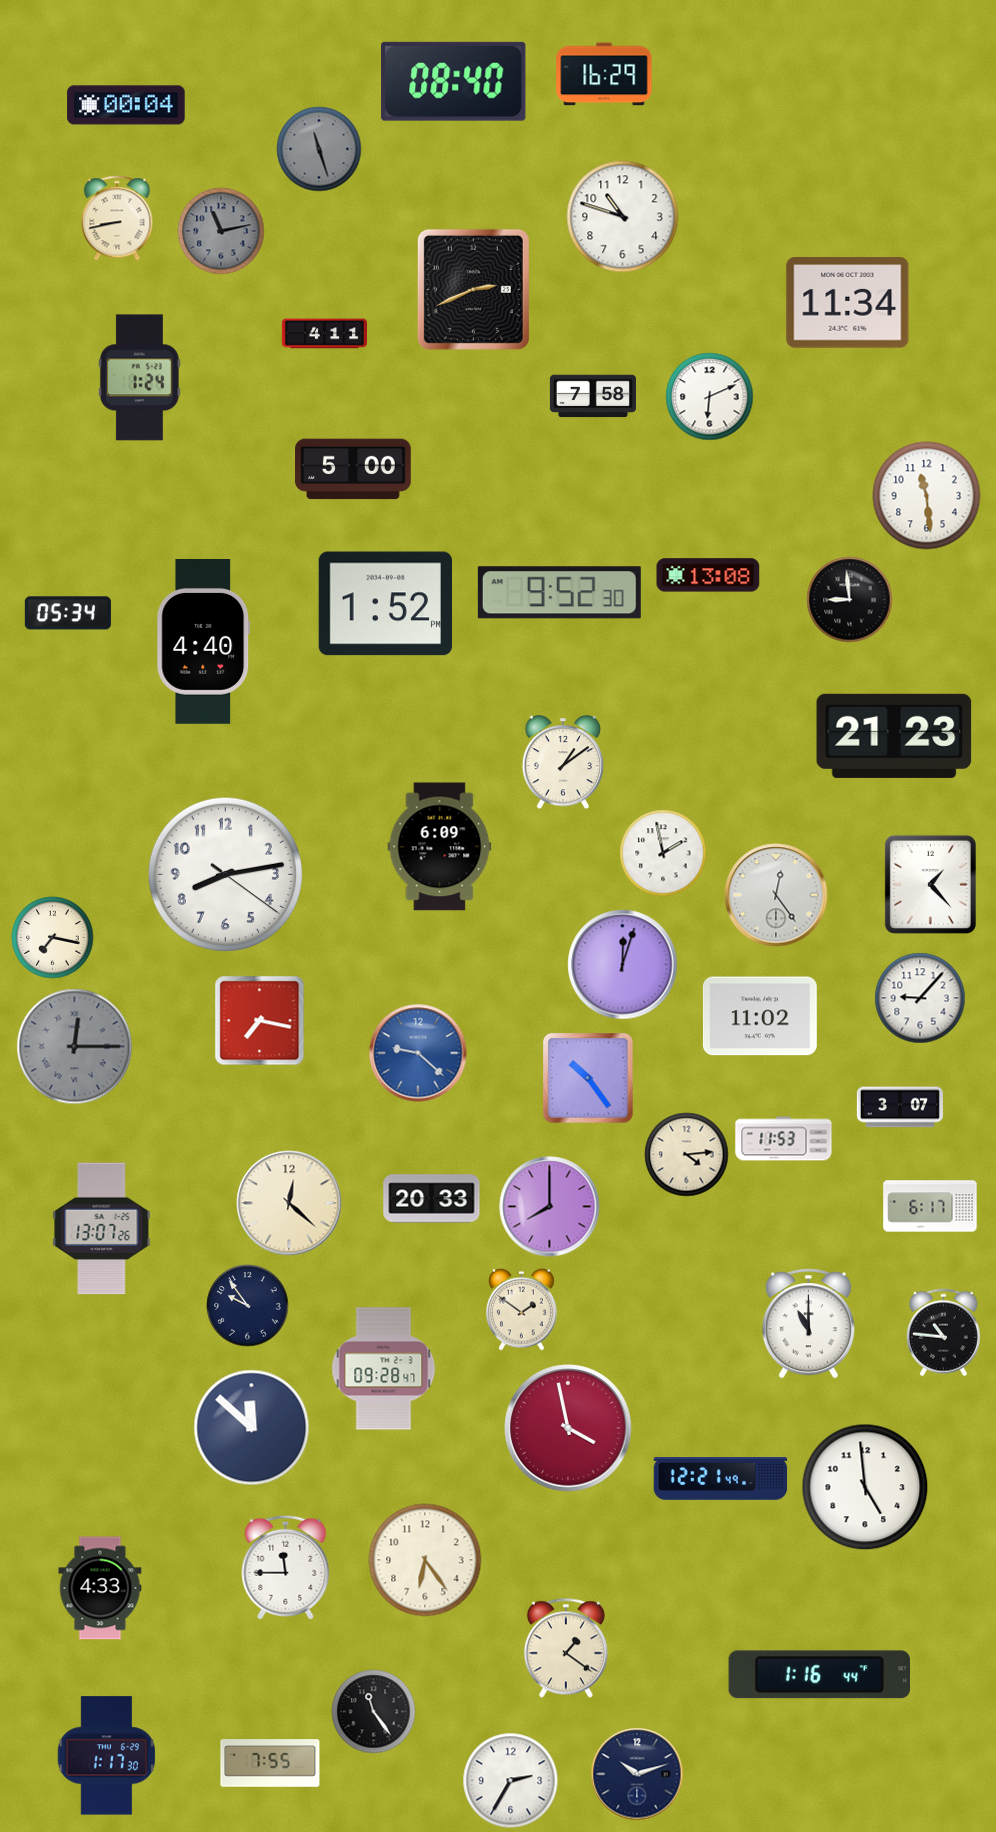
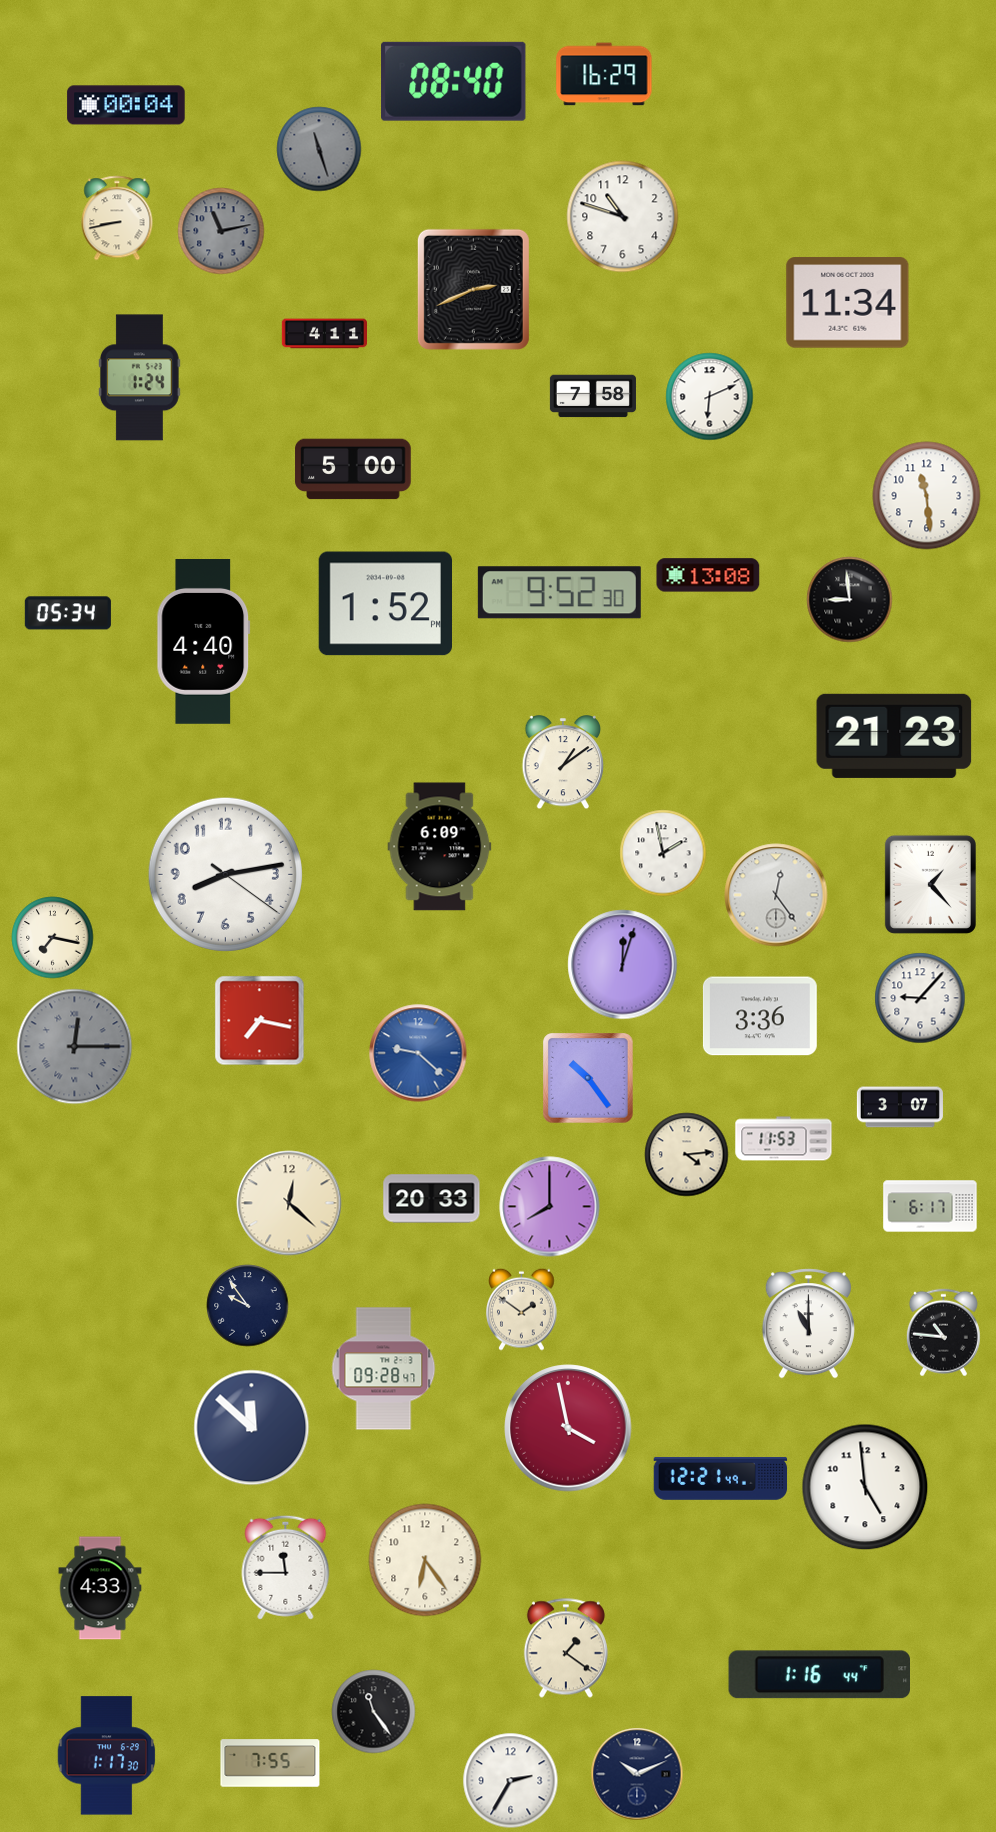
clock at (760, 1016): 11:02 -> 3:36
clock at (102, 1229): 13:07 -> none
clock at (637, 1774): 10:12 -> 10:11
